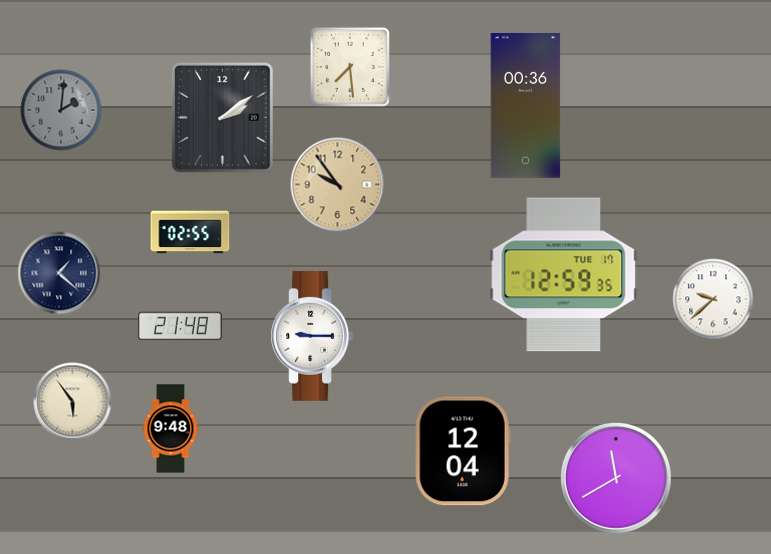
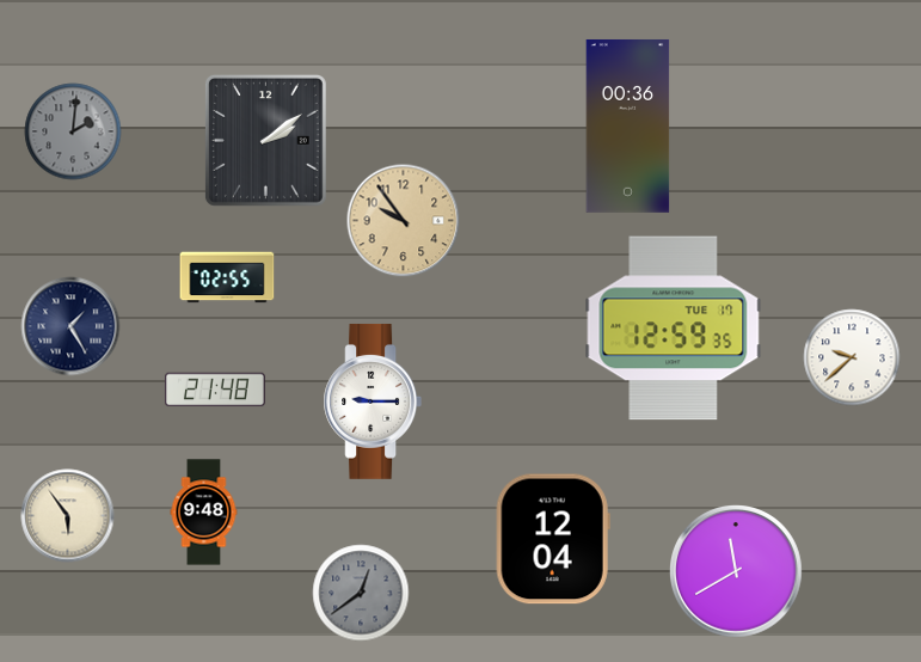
clock at (350, 67): 7:29 -> none
clock at (59, 273): 1:22 -> 1:25
clock at (73, 402) position: (73, 402) -> (68, 516)
clock at (361, 593): none -> 12:39
